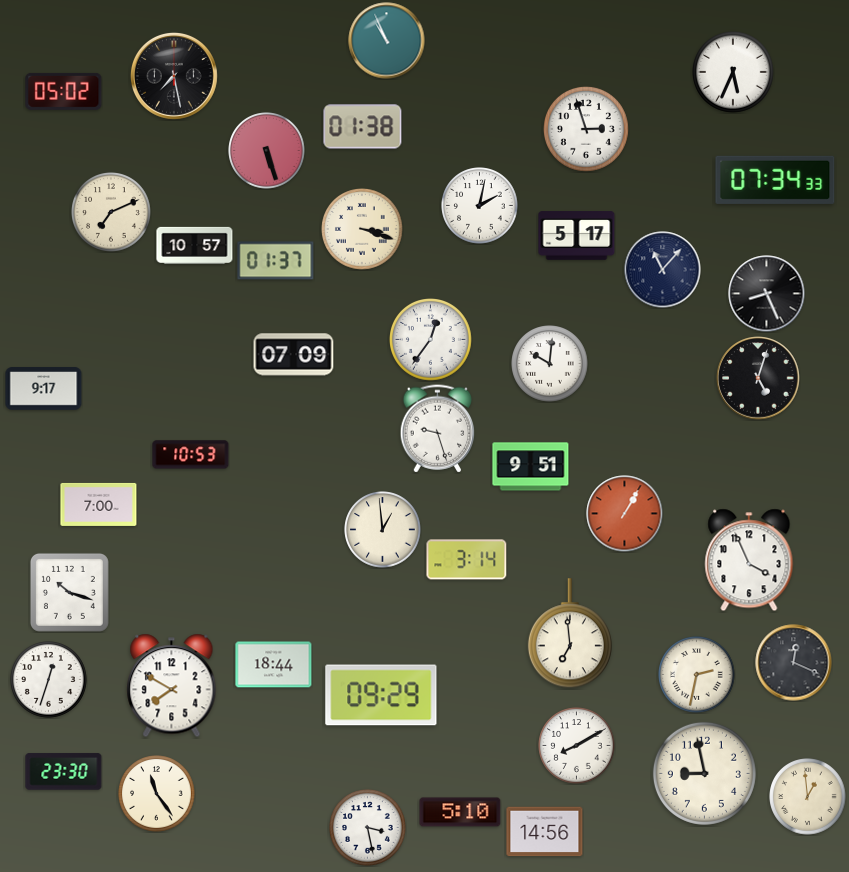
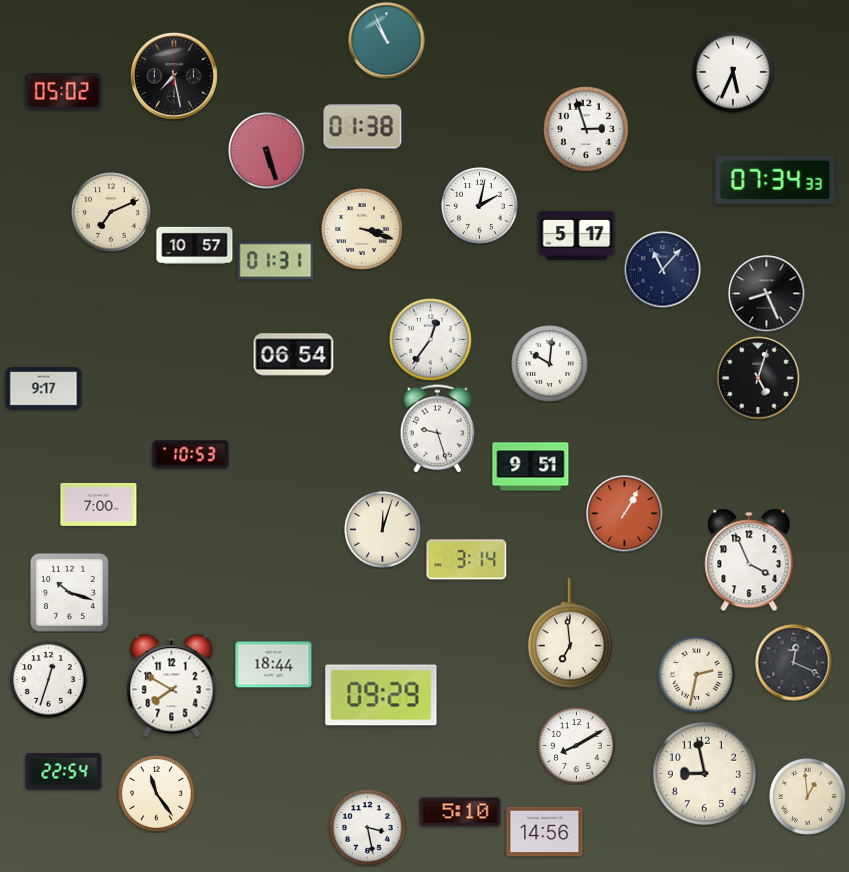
clock at (276, 261): 01:37 -> 01:31
clock at (294, 355): 07:09 -> 06:54
clock at (383, 530): 12:59 -> 12:03
clock at (64, 772): 23:30 -> 22:54
